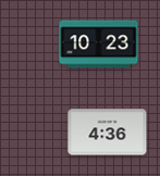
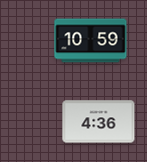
clock at (99, 45): 10:23 -> 10:59
